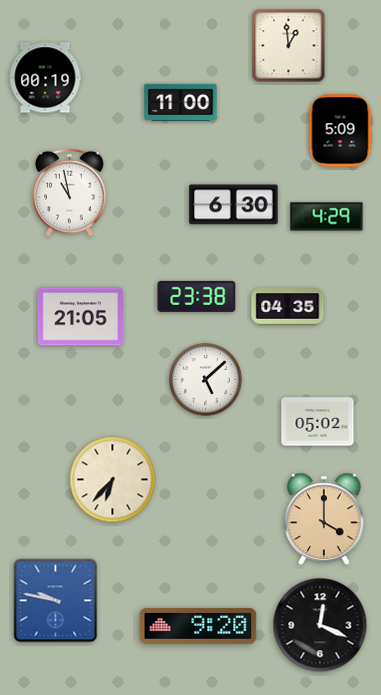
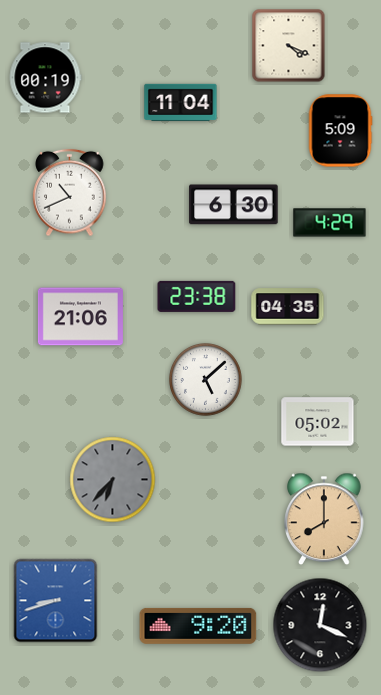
clock at (289, 46): 12:59 -> 4:19
clock at (181, 102): 11:00 -> 11:04
clock at (70, 193): 10:58 -> 10:41
clock at (327, 217) position: (327, 217) -> (330, 223)
clock at (80, 317): 21:05 -> 21:06
clock at (113, 480) dial: cream -> grey
clock at (324, 519): 4:00 -> 8:00
clock at (56, 601): 9:47 -> 8:42
